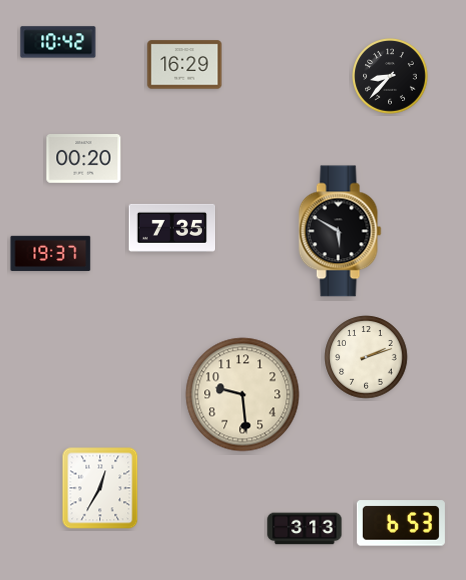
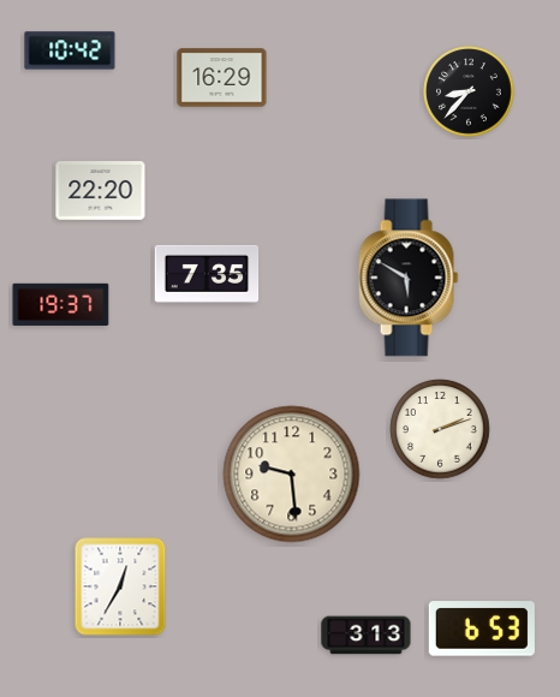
clock at (84, 159): 00:20 -> 22:20
